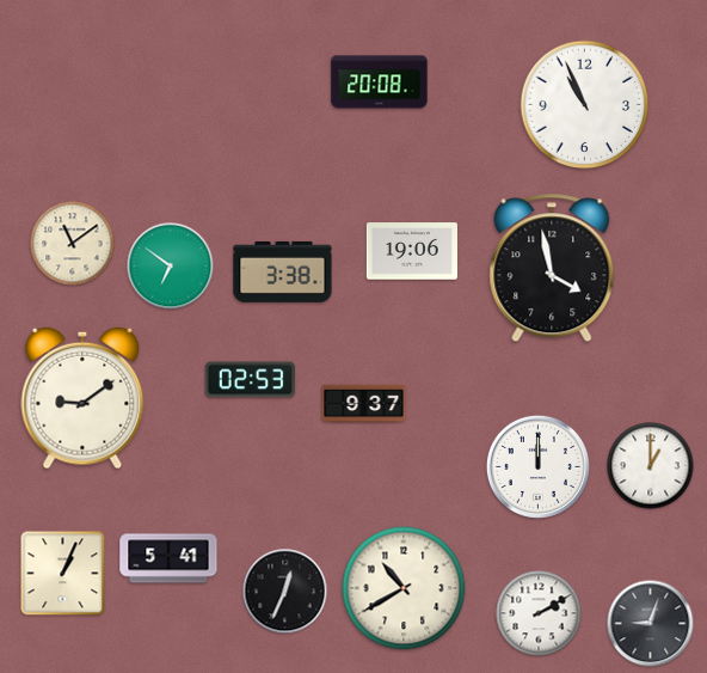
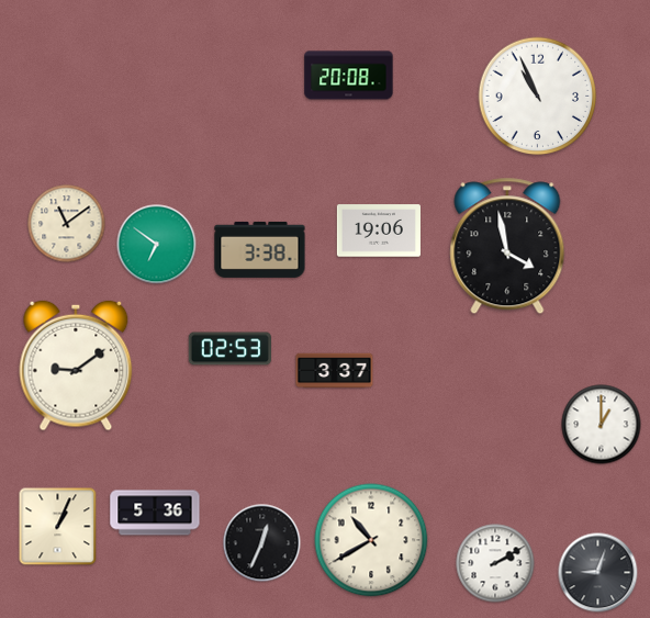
clock at (364, 404): 9:37 -> 3:37
clock at (537, 466): 12:00 -> none
clock at (651, 466) position: (651, 466) -> (602, 425)
clock at (168, 558): 5:41 -> 5:36
